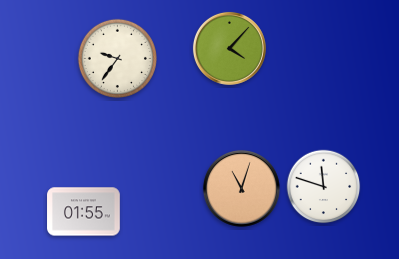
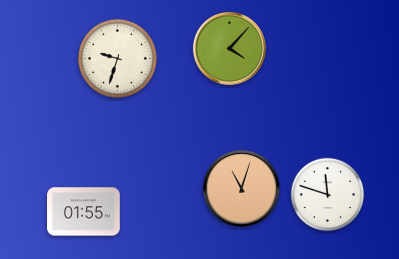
clock at (117, 58): 9:36 -> 9:33
clock at (324, 187) position: (324, 187) -> (328, 195)
